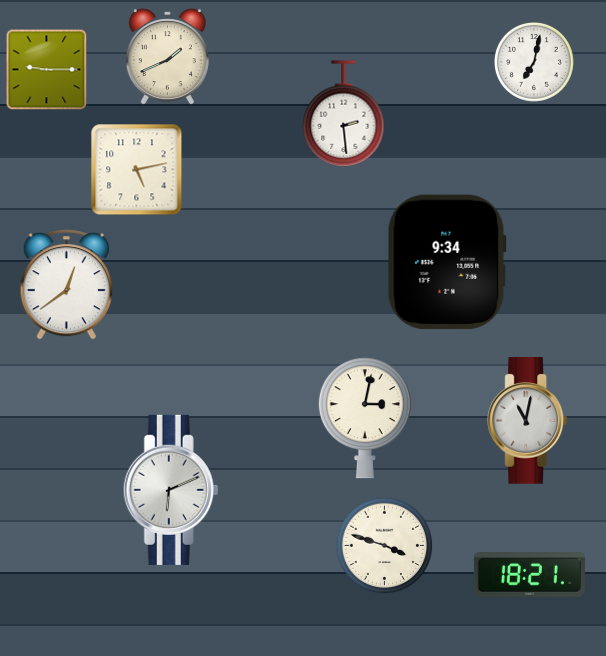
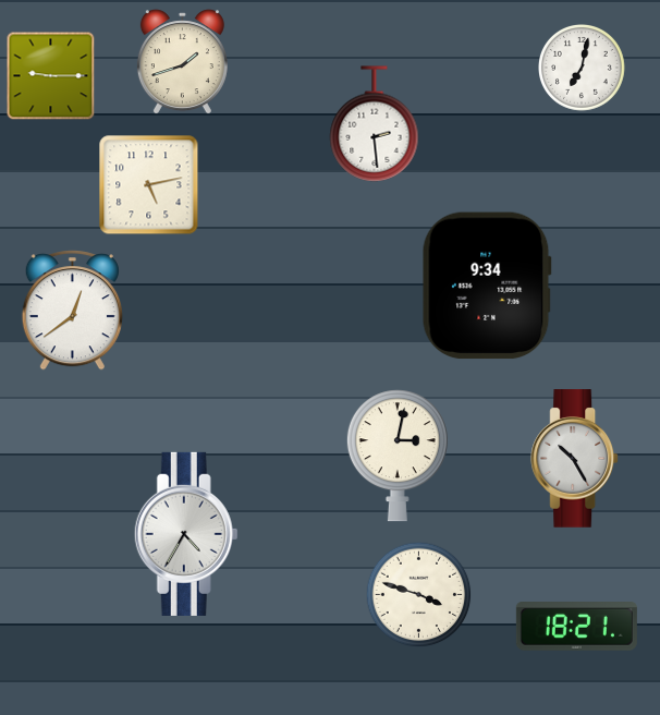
clock at (167, 57): 1:41 -> 1:42
clock at (528, 421): 11:02 -> 10:25
clock at (171, 490): 6:11 -> 4:35
